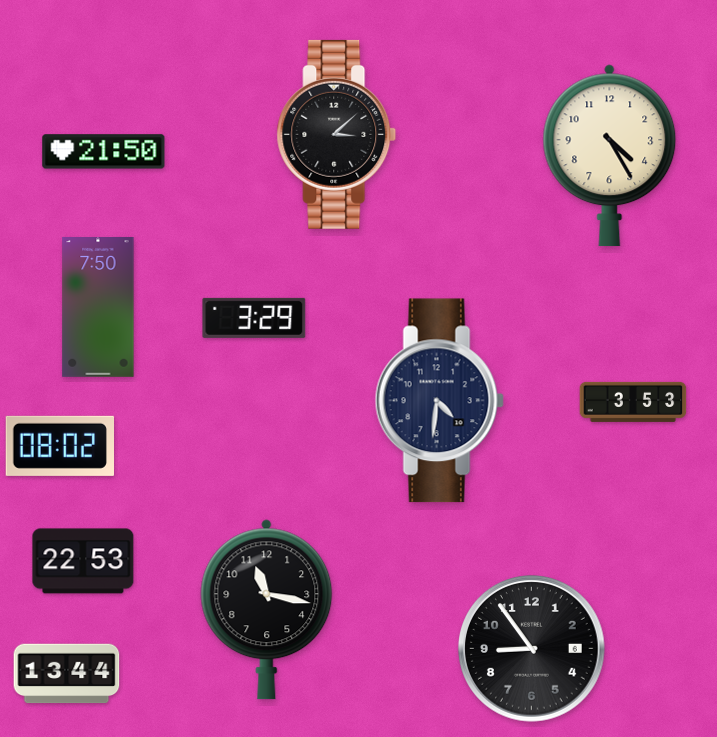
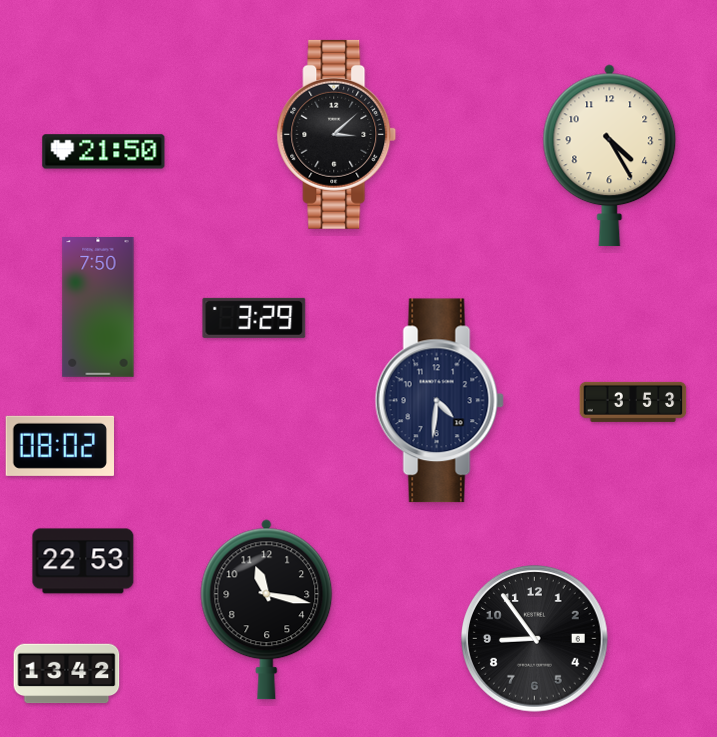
clock at (532, 649) position: (532, 649) -> (535, 639)
clock at (67, 674): 13:44 -> 13:42
